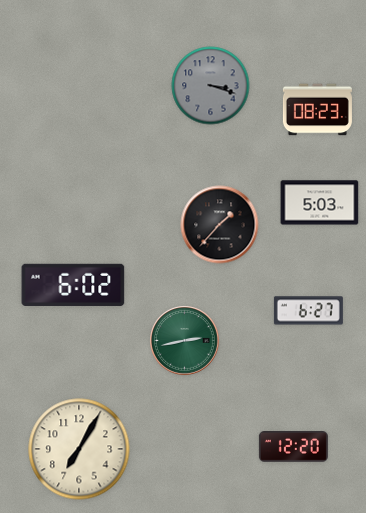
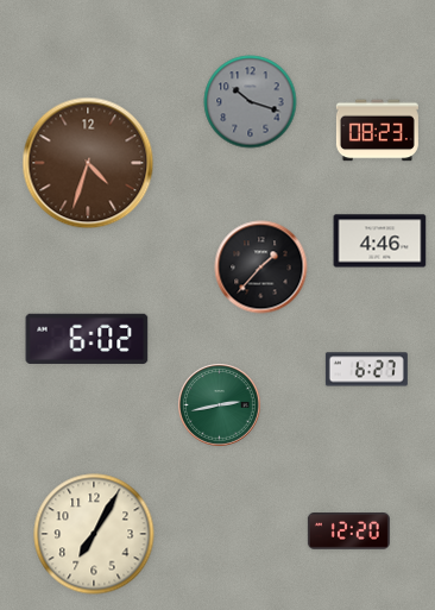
clock at (211, 86): 3:18 -> 10:18
clock at (88, 163): none -> 4:33
clock at (320, 203): 5:03 -> 4:46
